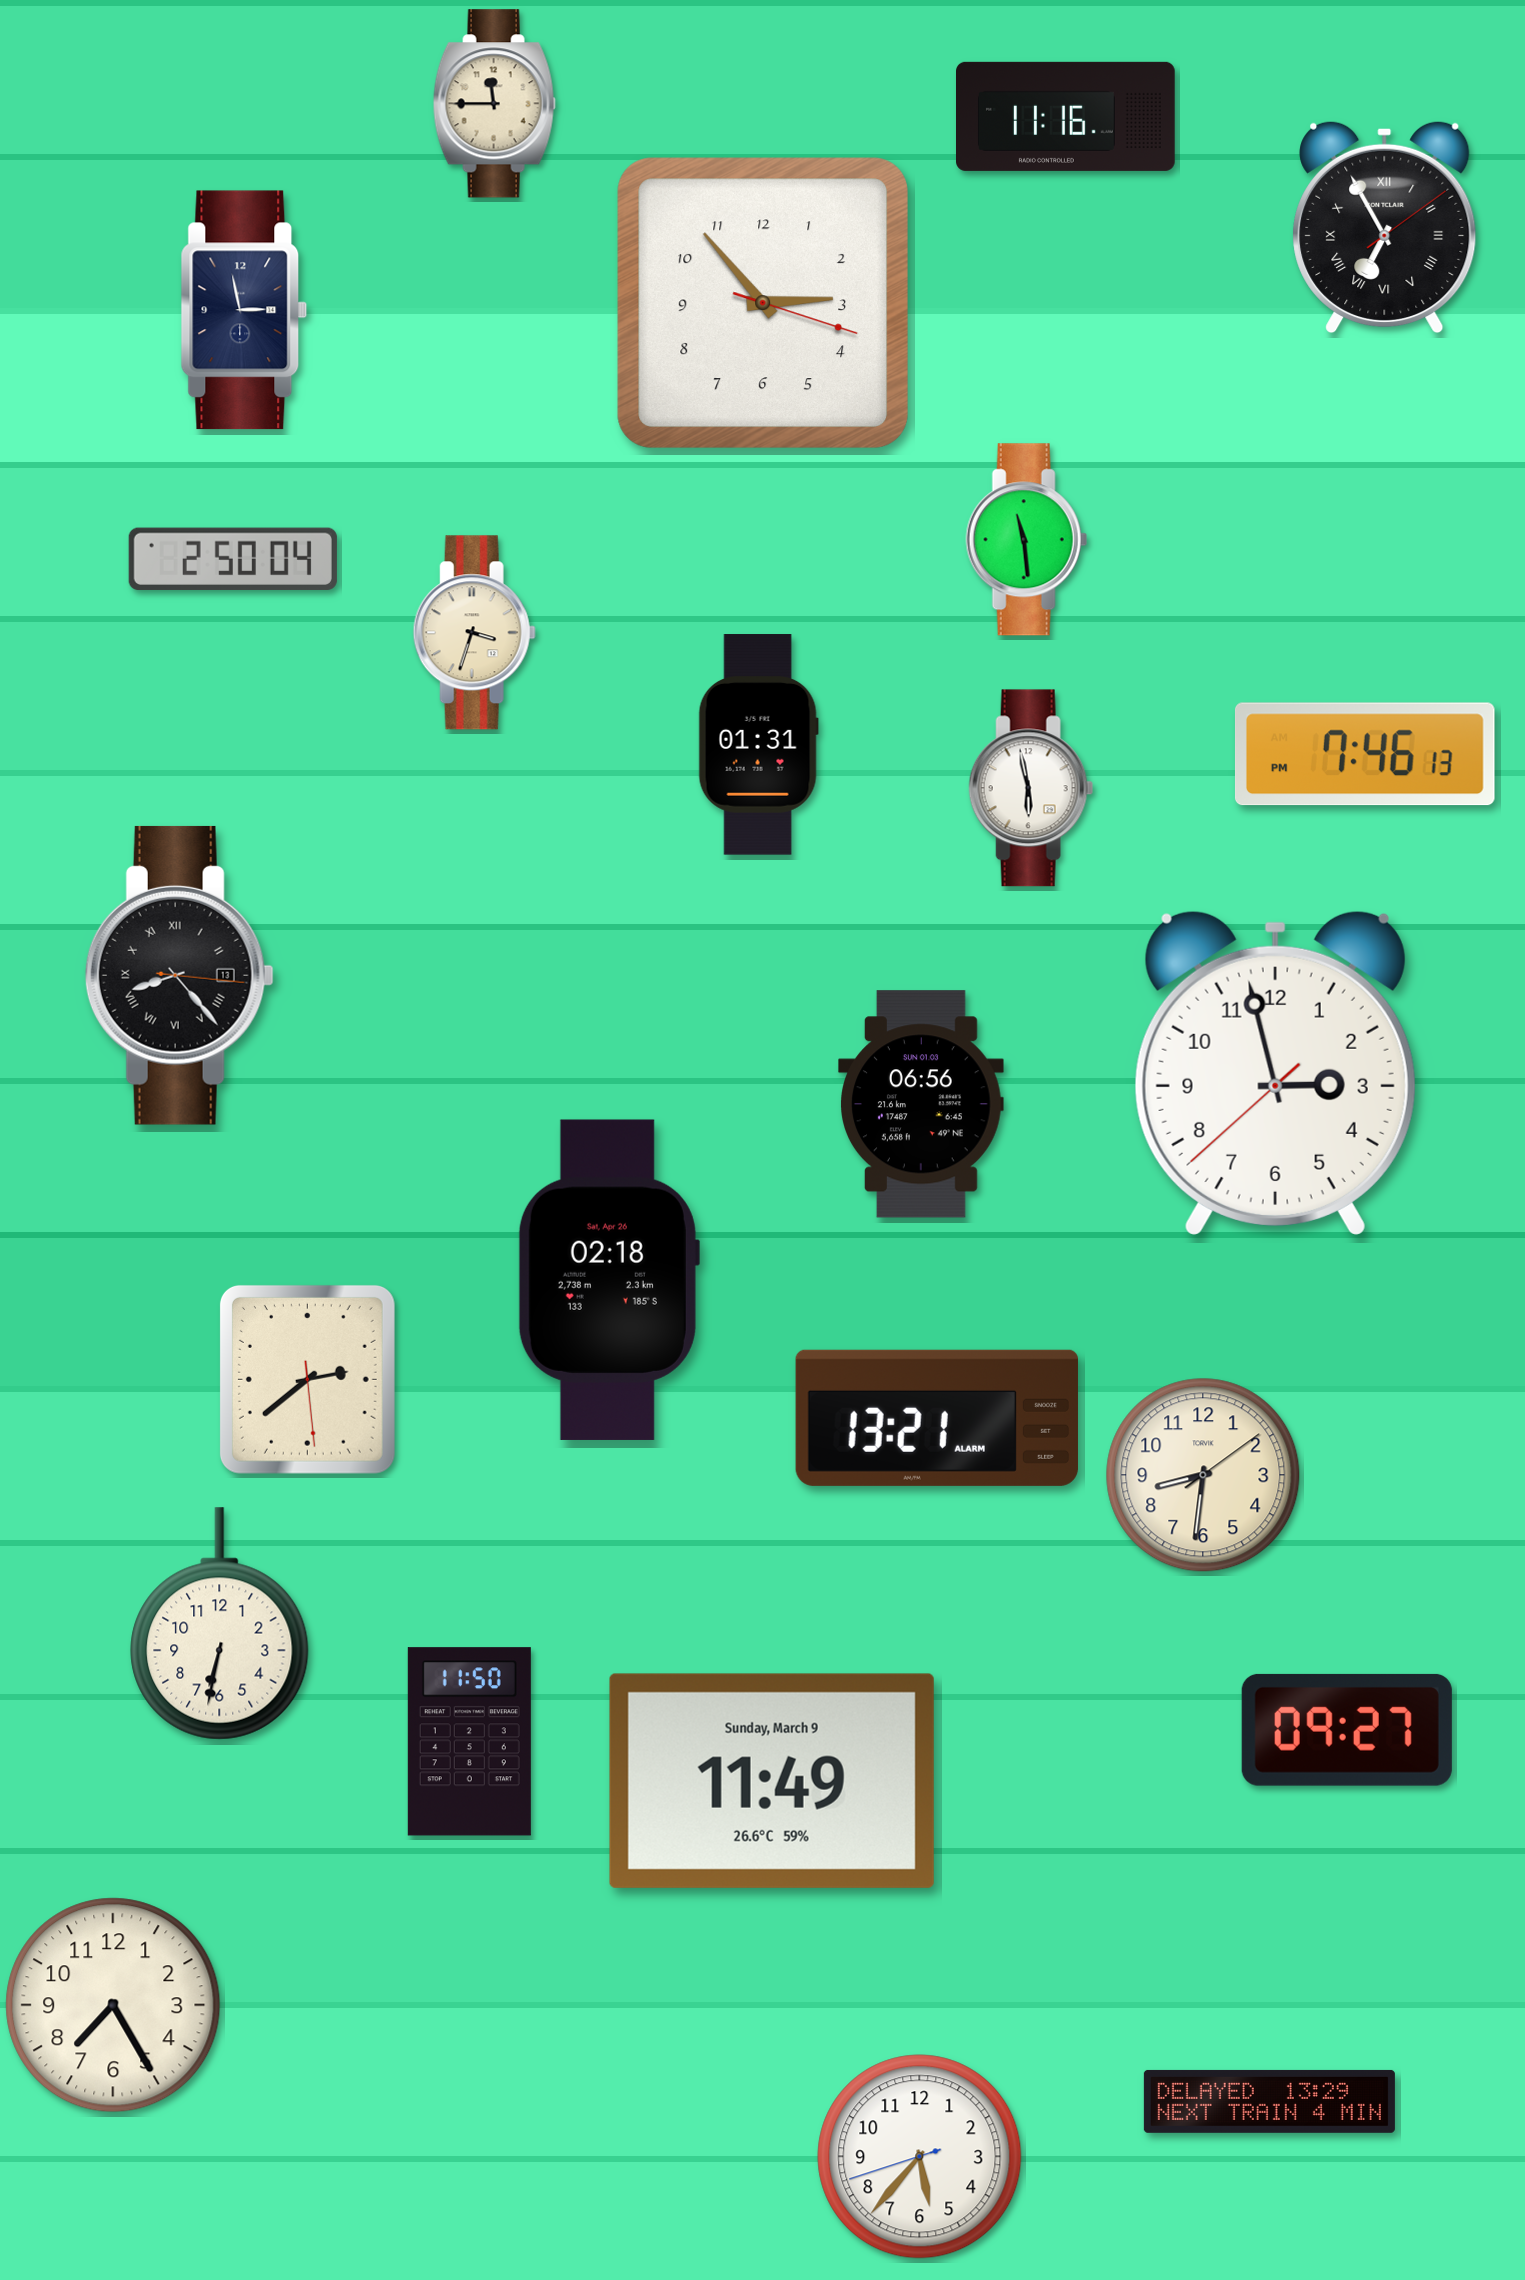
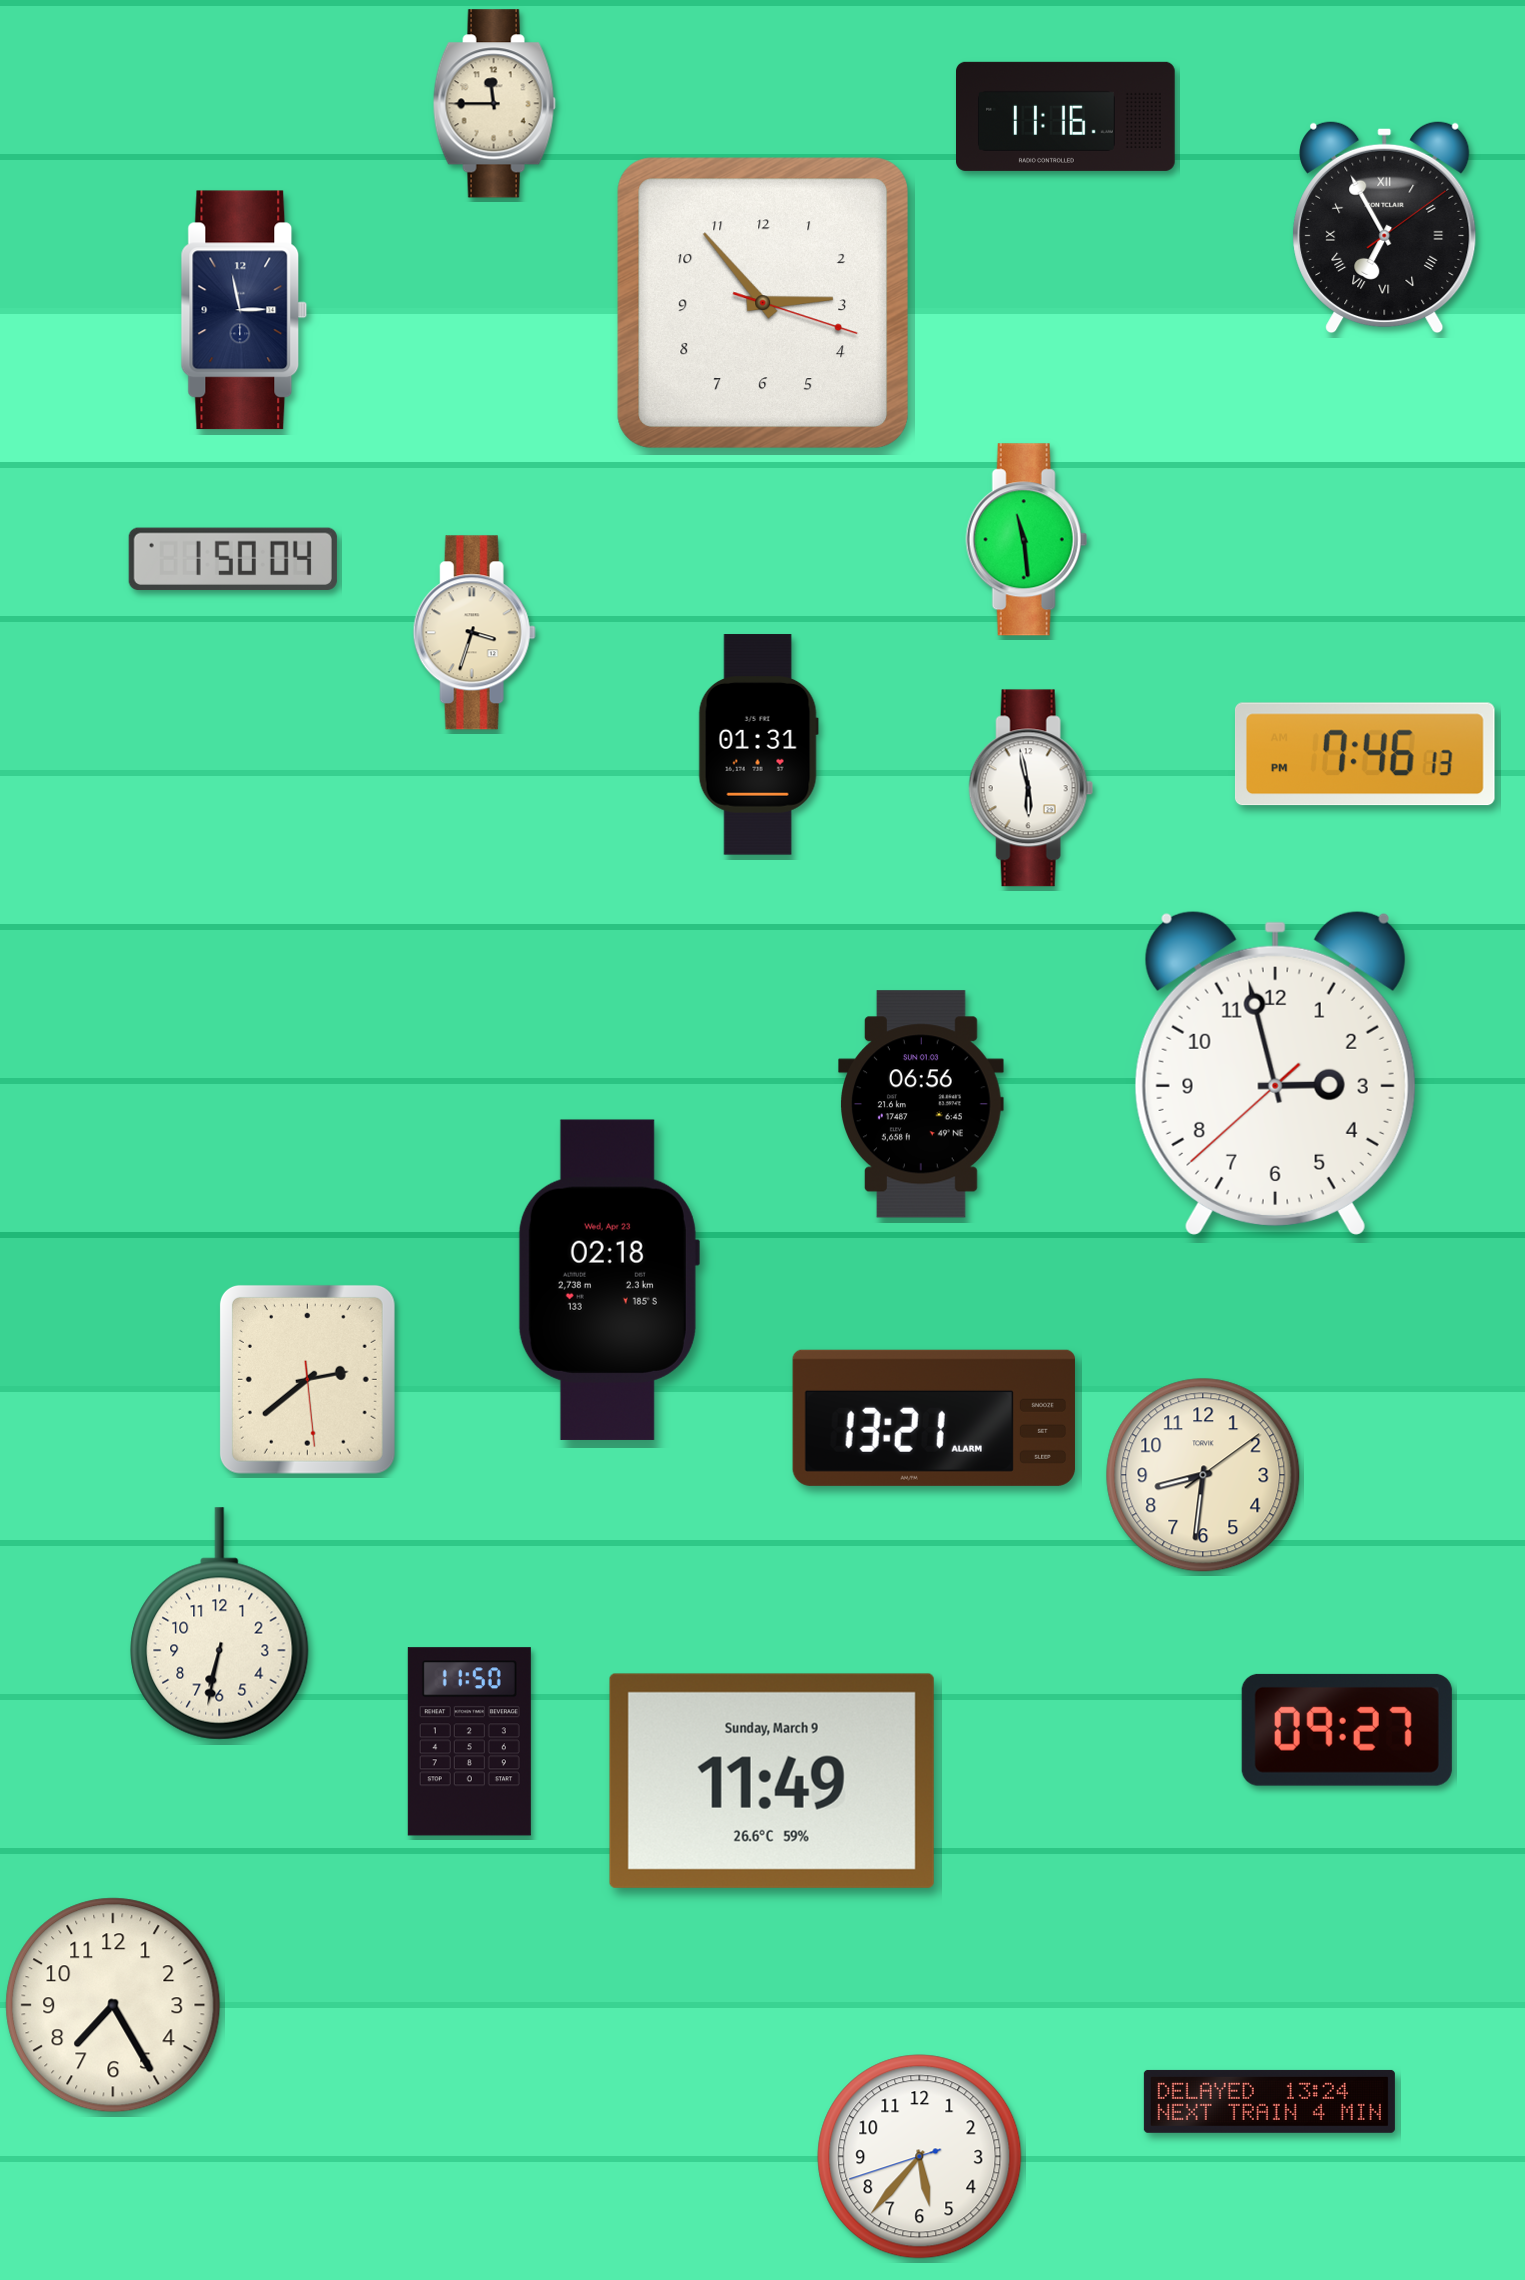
clock at (233, 558): 2:50 -> 1:50
clock at (179, 975): 8:23 -> none
clock at (608, 1280) date: Sat, Apr 26 -> Wed, Apr 23
clock at (937, 1418) position: (937, 1418) -> (934, 1418)
clock at (1269, 2101): 13:29 -> 13:24
